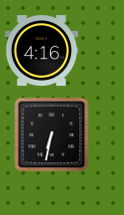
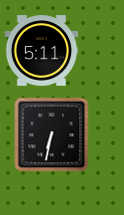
clock at (42, 51): 4:16 -> 5:11
